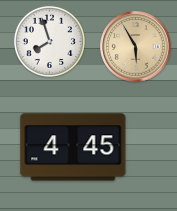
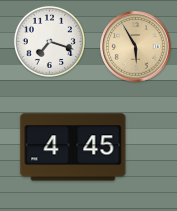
clock at (49, 41): 7:57 -> 7:18
